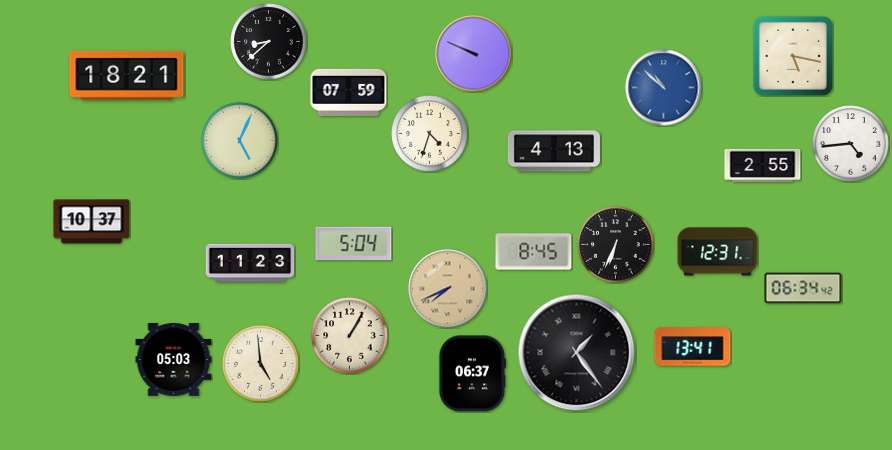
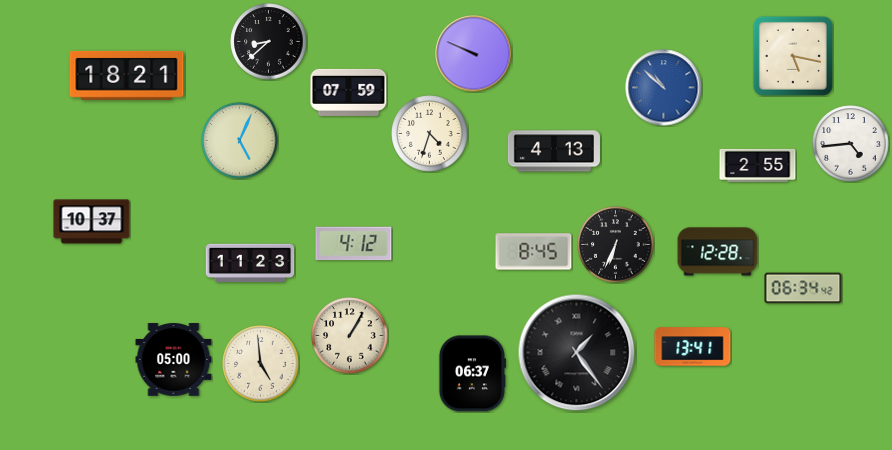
clock at (763, 165) position: (763, 165) -> (758, 165)
clock at (354, 244): 5:04 -> 4:12
clock at (718, 252): 12:31 -> 12:28
clock at (448, 289): 7:41 -> none
clock at (174, 360): 05:03 -> 05:00
